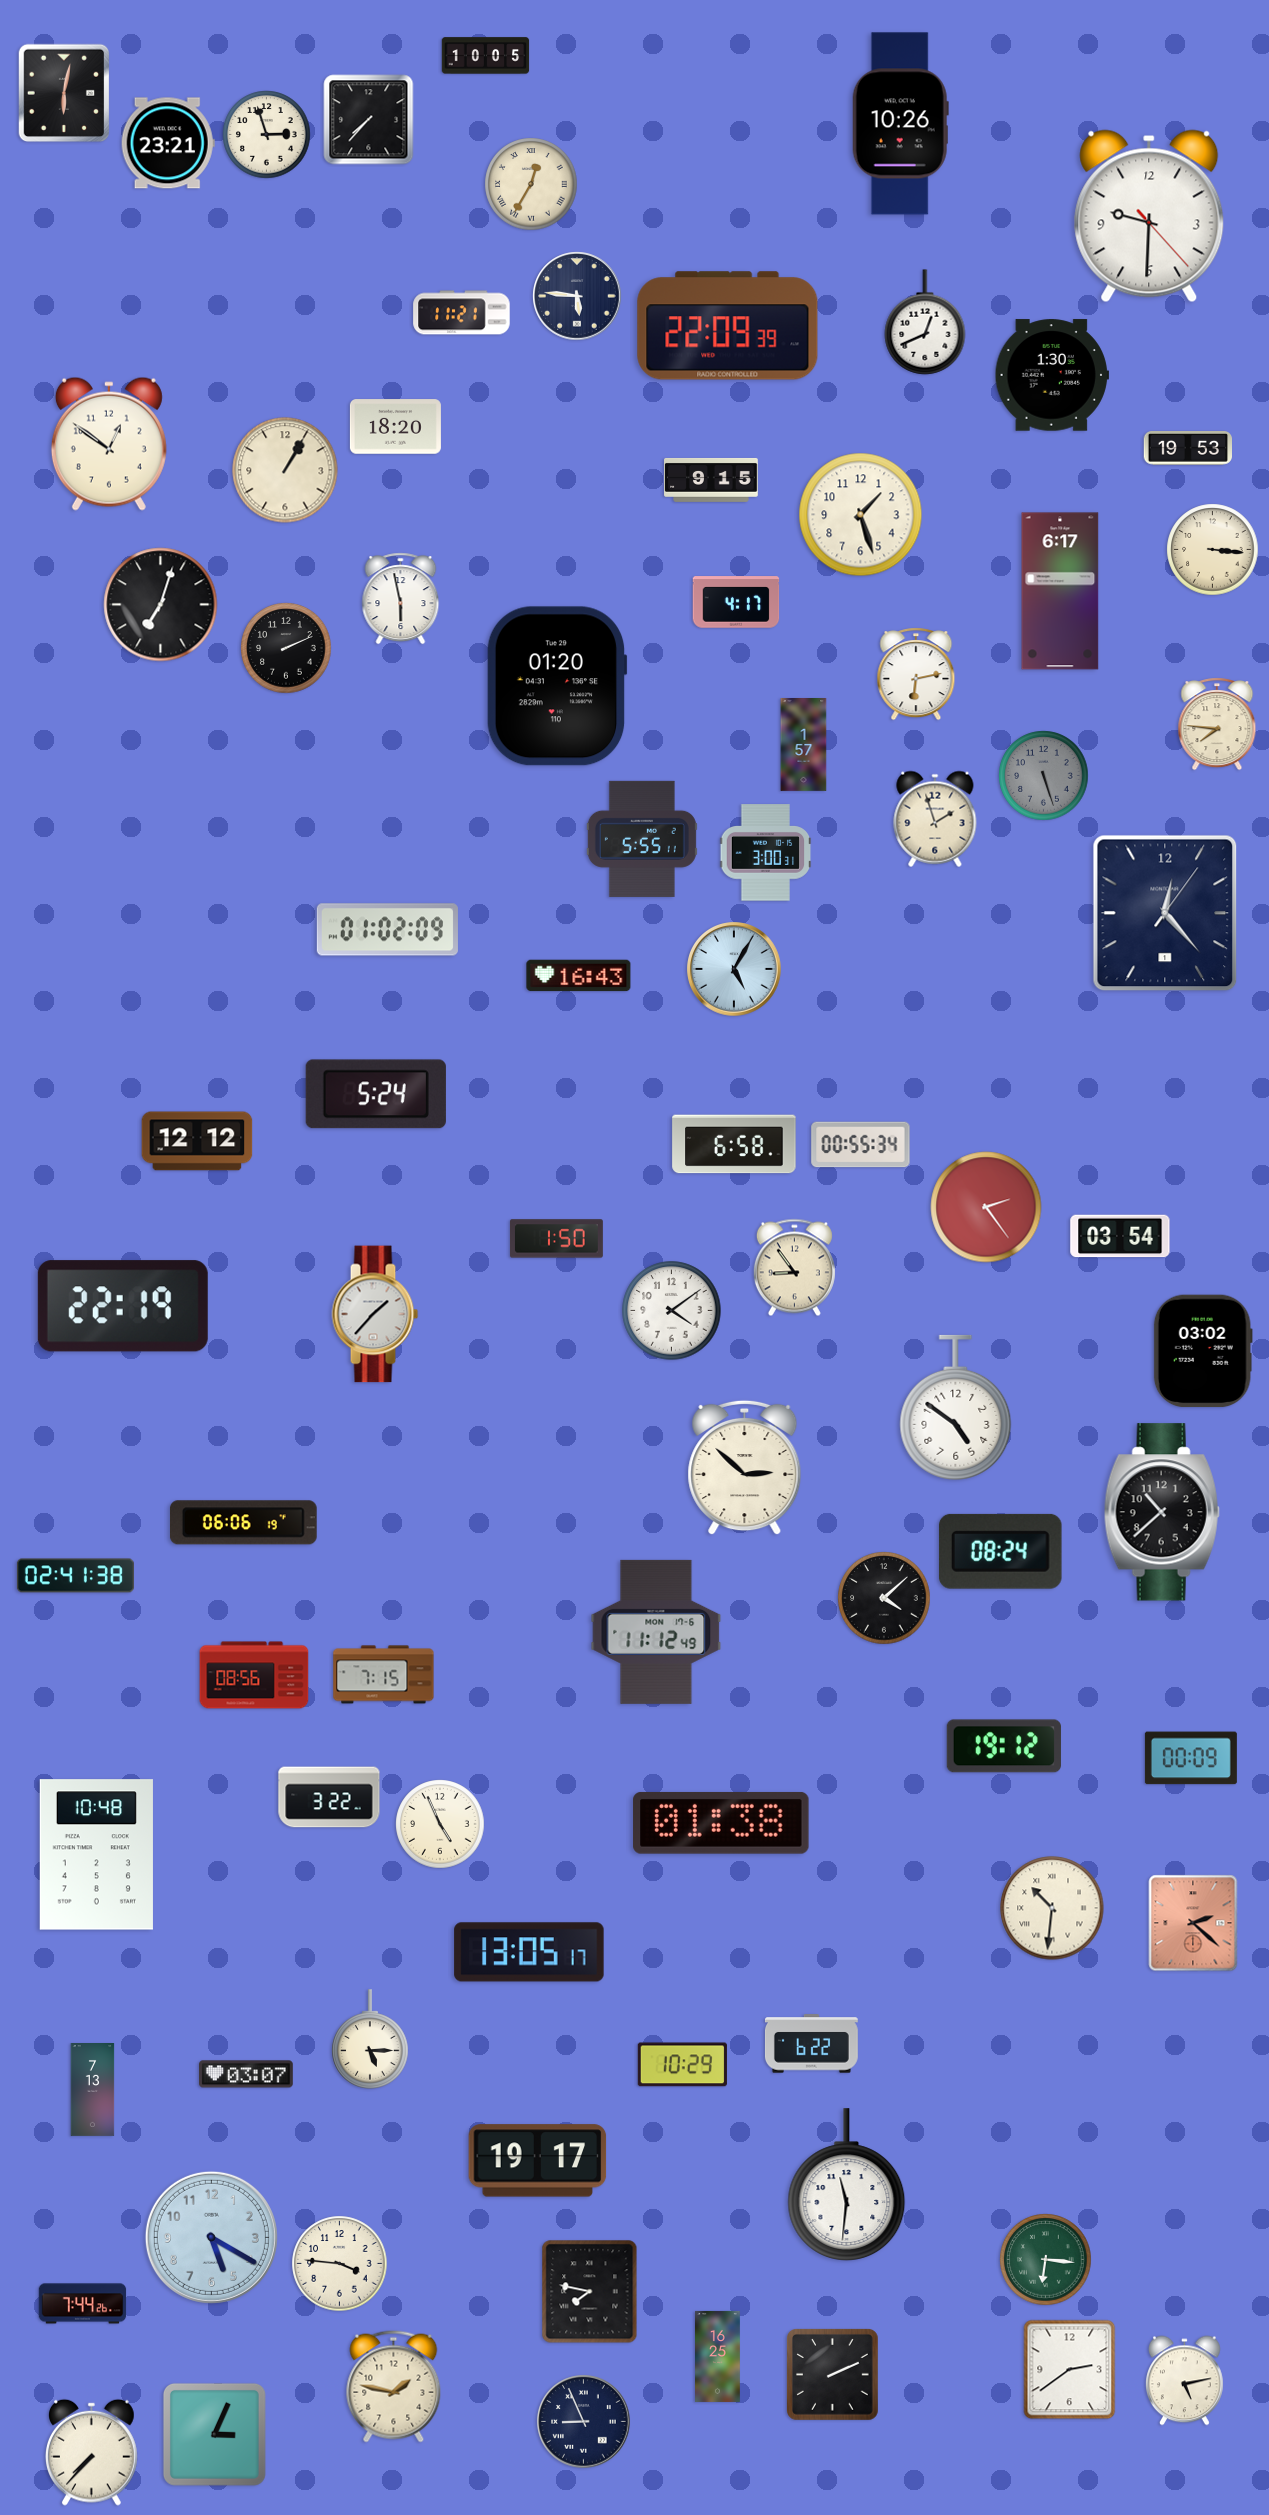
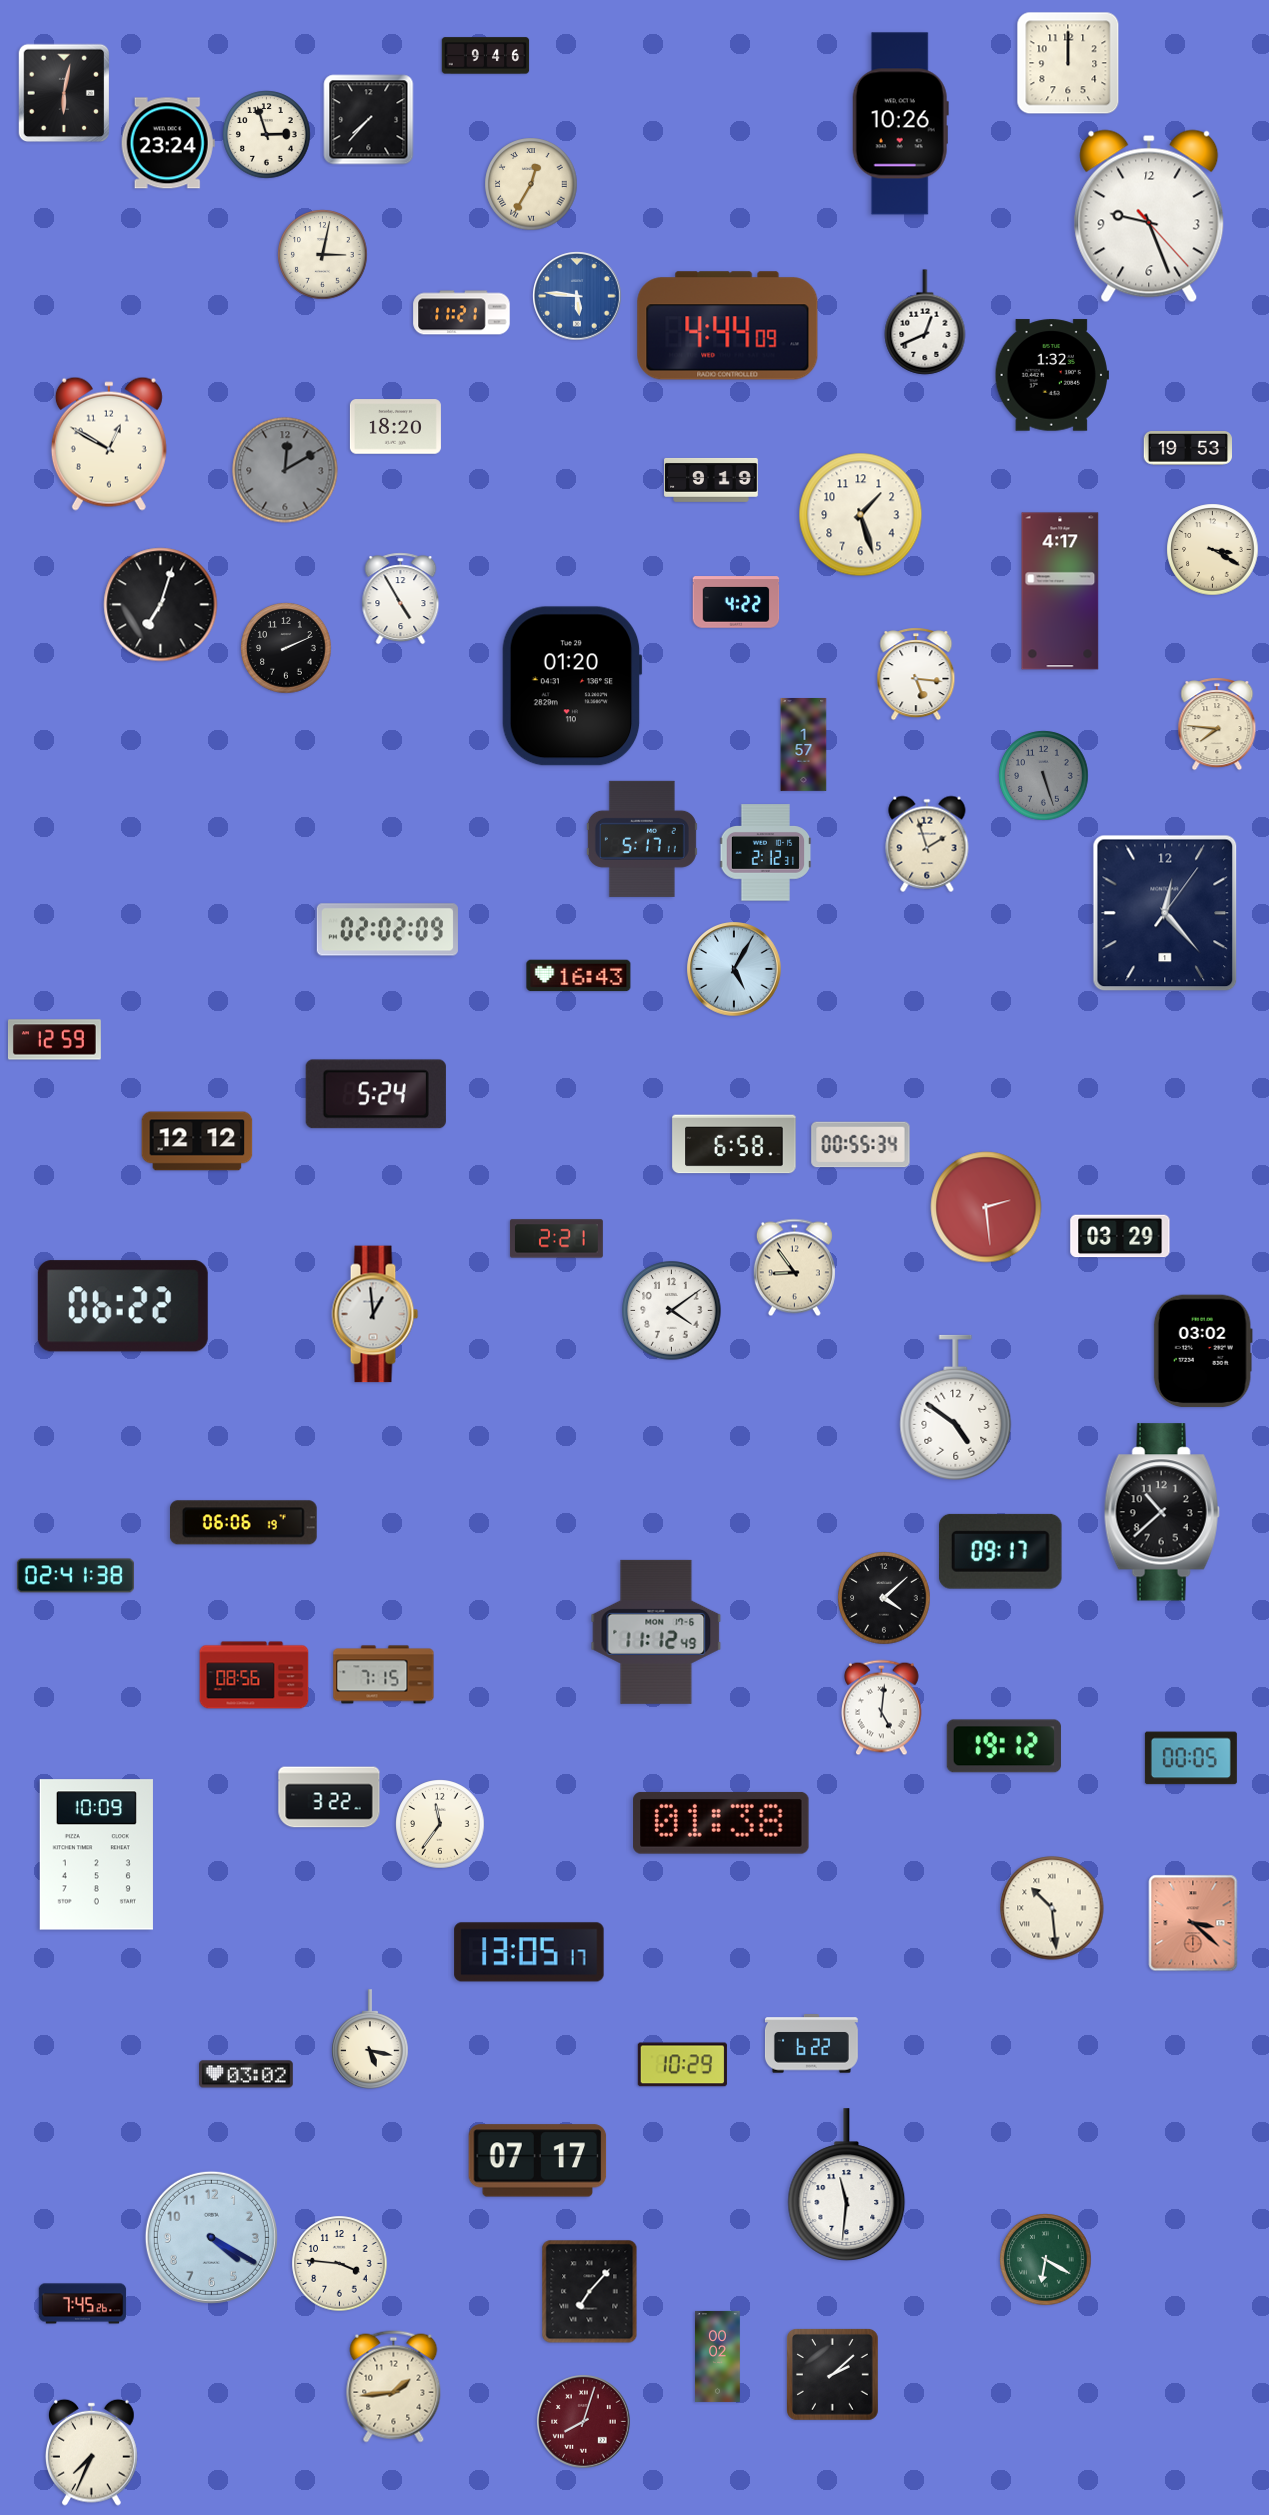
clock at (486, 56): 10:05 -> 9:46
clock at (1068, 63): none -> 12:00
clock at (168, 143): 23:21 -> 23:24
clock at (1149, 216): 9:30 -> 9:26
clock at (323, 255): none -> 3:02
clock at (577, 296) dial: navy -> blue
clock at (728, 326): 22:09 -> 4:44
clock at (1051, 375): 1:30 -> 1:32
clock at (109, 444): 12:51 -> 12:50
clock at (285, 470): 1:05 -> 12:10
clock at (285, 470) dial: cream -> grey
clock at (711, 480): 9:15 -> 9:19
clock at (1213, 550): 3:16 -> 3:20
clock at (1060, 591): 6:17 -> 4:17
clock at (401, 599): 5:58 -> 4:55
clock at (736, 602): 4:17 -> 4:22
clock at (916, 674): 6:13 -> 5:16
clock at (557, 686) position: (557, 686) -> (572, 686)
clock at (935, 819) position: (935, 819) -> (927, 844)
clock at (642, 839): 5:55 -> 5:17
clock at (766, 853): 3:00 -> 2:12
clock at (387, 930): 01:02 -> 02:02
clock at (54, 1040): none -> 12:59
clock at (986, 1207): 2:24 -> 2:29
clock at (1120, 1236): 03:54 -> 03:29
clock at (556, 1239): 1:50 -> 2:21
clock at (123, 1306): 22:19 -> 06:22
clock at (375, 1314): 1:37 -> 12:59
clock at (745, 1468): 2:52 -> none
clock at (1000, 1551): 08:24 -> 09:17
clock at (882, 1708): none -> 5:01
clock at (1191, 1758): 00:09 -> 00:05
clock at (440, 1824): 4:56 -> 11:36
clock at (96, 1855): 10:48 -> 10:09
clock at (1052, 1908): 10:31 -> 10:29
clock at (1193, 1923): 2:22 -> 3:22
clock at (370, 2039): 5:15 -> 5:17
clock at (247, 2074): 03:07 -> 03:02
clock at (93, 2090): 7:13 -> none
clock at (538, 2161): 19:17 -> 07:17
clock at (211, 2237): 5:20 -> 4:20
clock at (1046, 2260): 6:16 -> 6:20
clock at (590, 2292): 7:47 -> 7:07
clock at (83, 2304): 7:44 -> 7:45
clock at (718, 2356): 16:25 -> 00:02
clock at (1070, 2370): 2:39 -> none
clock at (833, 2375): 2:11 -> 2:08
clock at (1184, 2381): 5:13 -> none
clock at (394, 2387): 1:47 -> 1:44
clock at (584, 2422): 8:56 -> 8:03
clock at (584, 2422) dial: navy -> burgundy
clock at (214, 2434): 3:04 -> none
clock at (92, 2452): 7:37 -> 7:34
